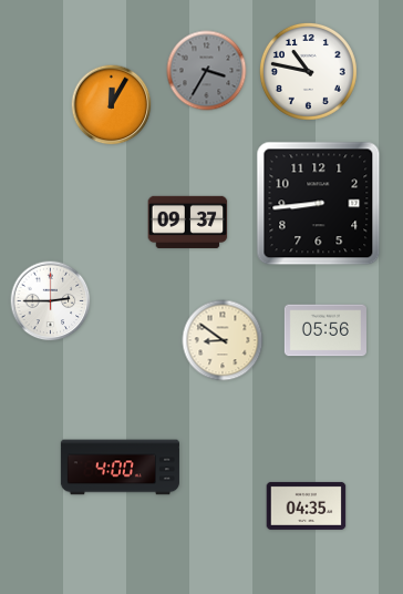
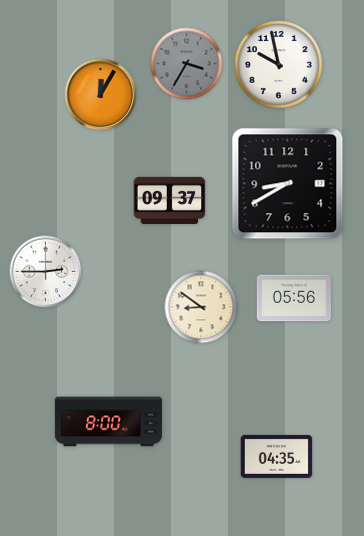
clock at (308, 71): 10:47 -> 9:58
clock at (319, 204): 8:44 -> 8:40
clock at (120, 468): 4:00 -> 8:00
